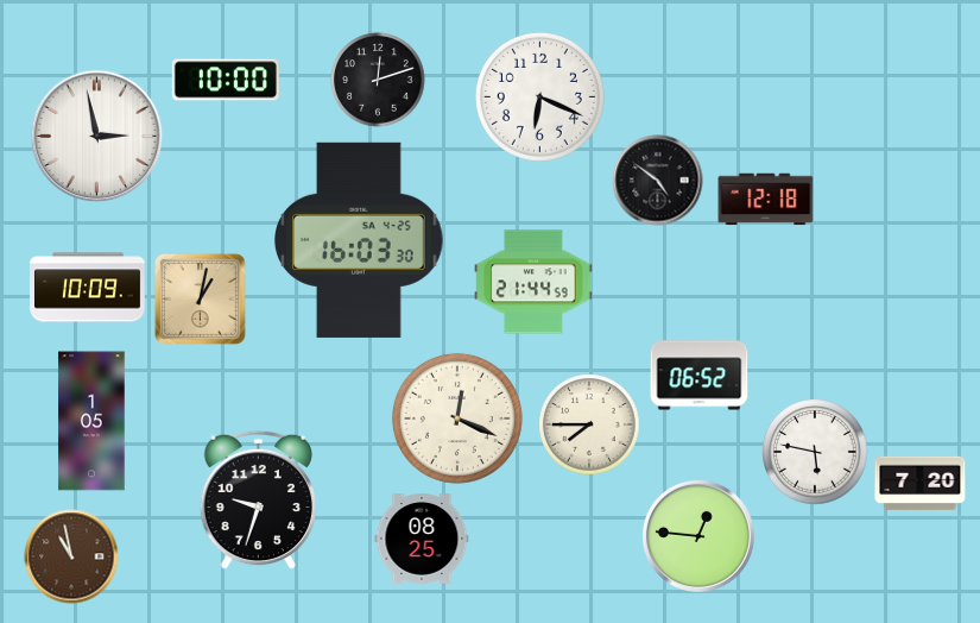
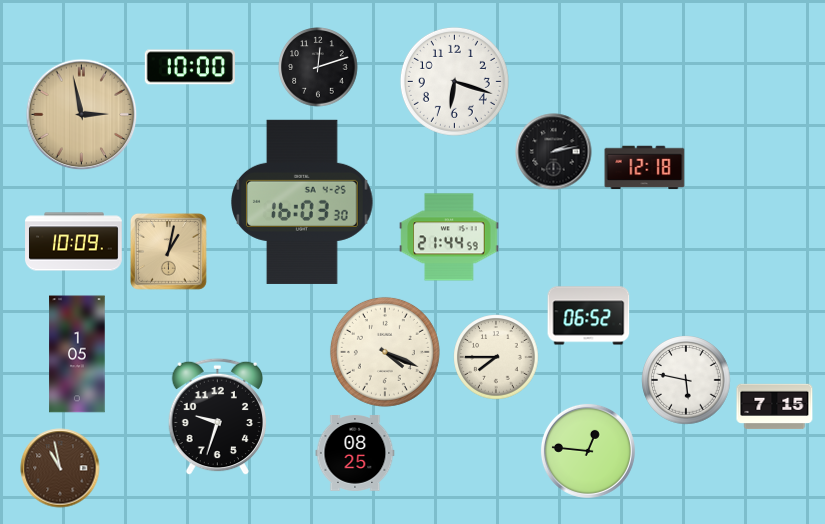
clock at (539, 96): 6:19 -> 6:18
clock at (97, 137) dial: white -> champagne
clock at (658, 181): 4:51 -> 2:13
clock at (457, 419): 12:19 -> 4:19
clock at (921, 484): 7:20 -> 7:15
clock at (258, 501) position: (258, 501) -> (217, 417)
